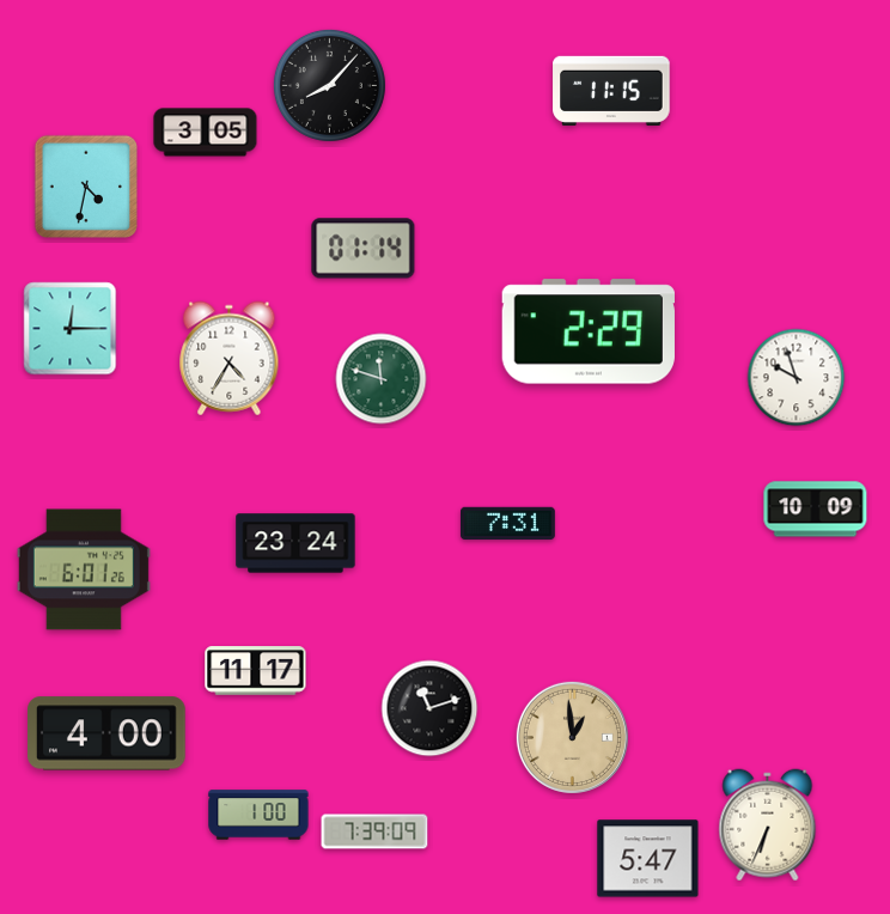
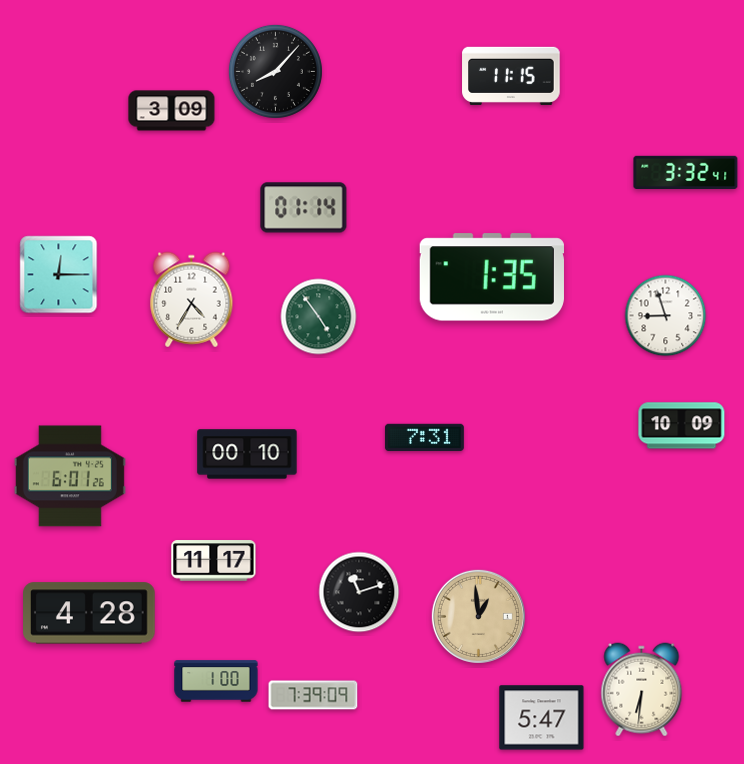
clock at (206, 133): 3:05 -> 3:09
clock at (86, 187): 4:32 -> none
clock at (686, 172): none -> 3:32
clock at (589, 331): 2:29 -> 1:35
clock at (797, 378): 9:57 -> 8:57
clock at (382, 379): 11:48 -> 4:54
clock at (295, 543): 23:24 -> 00:10
clock at (108, 733): 4:00 -> 4:28
clock at (768, 825): 6:34 -> 6:31
